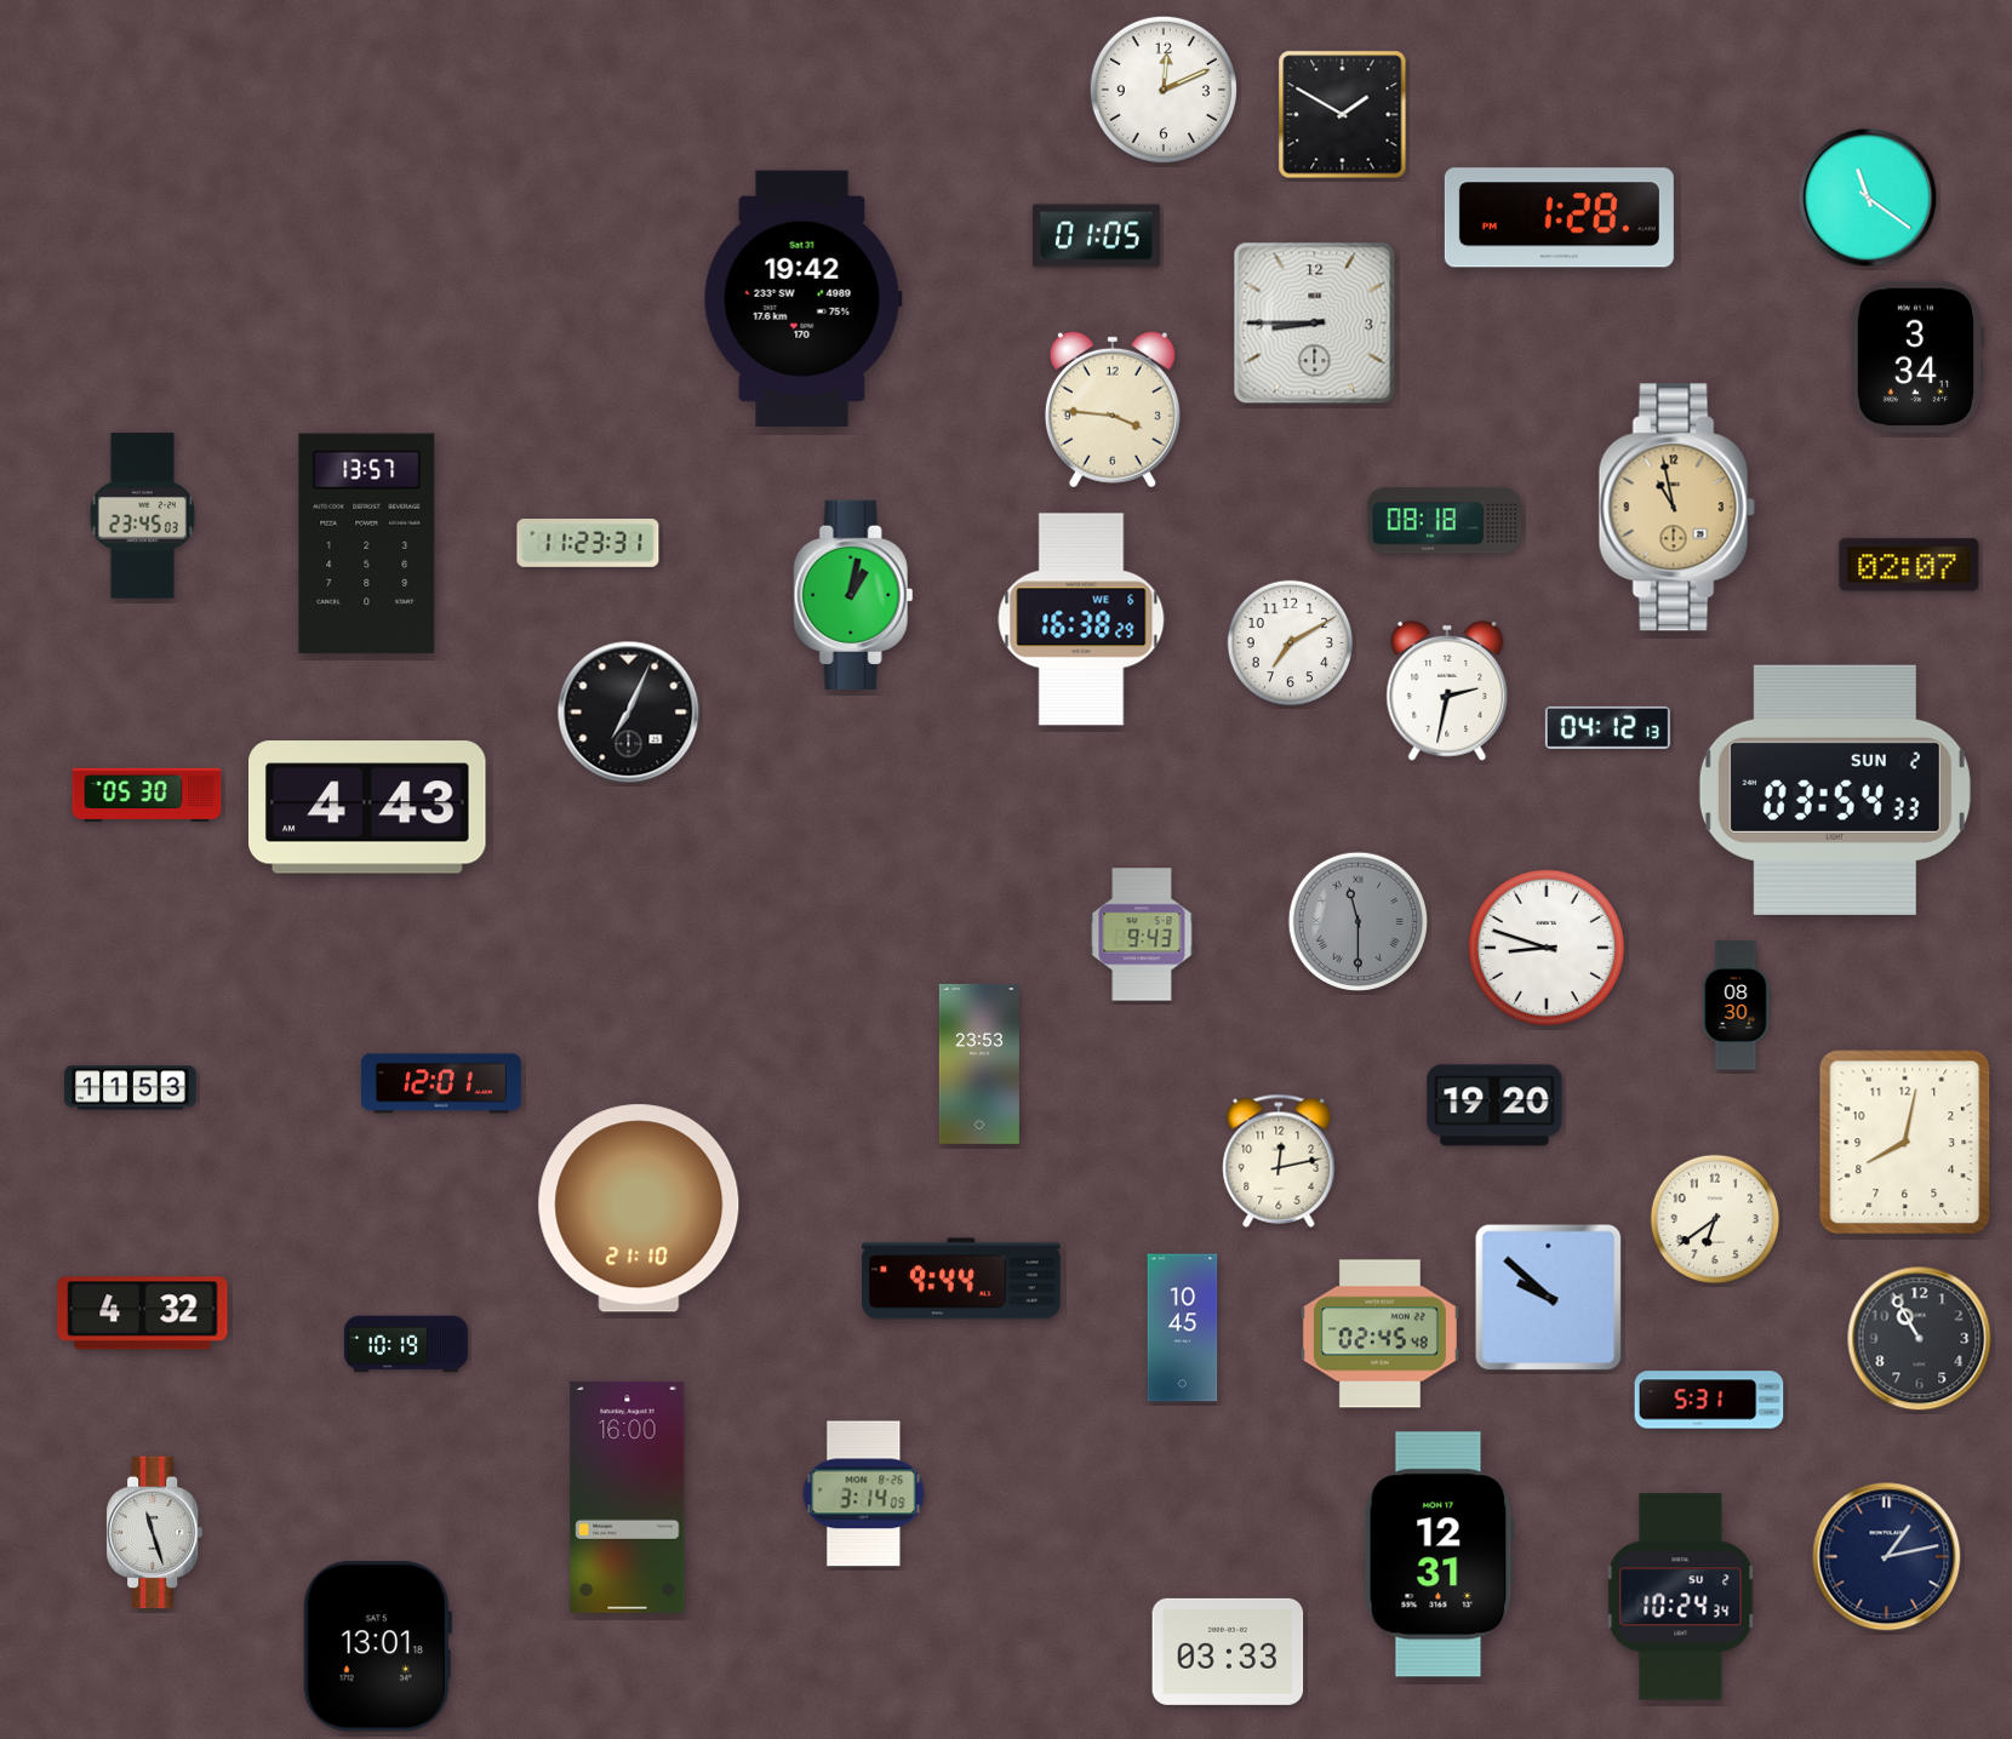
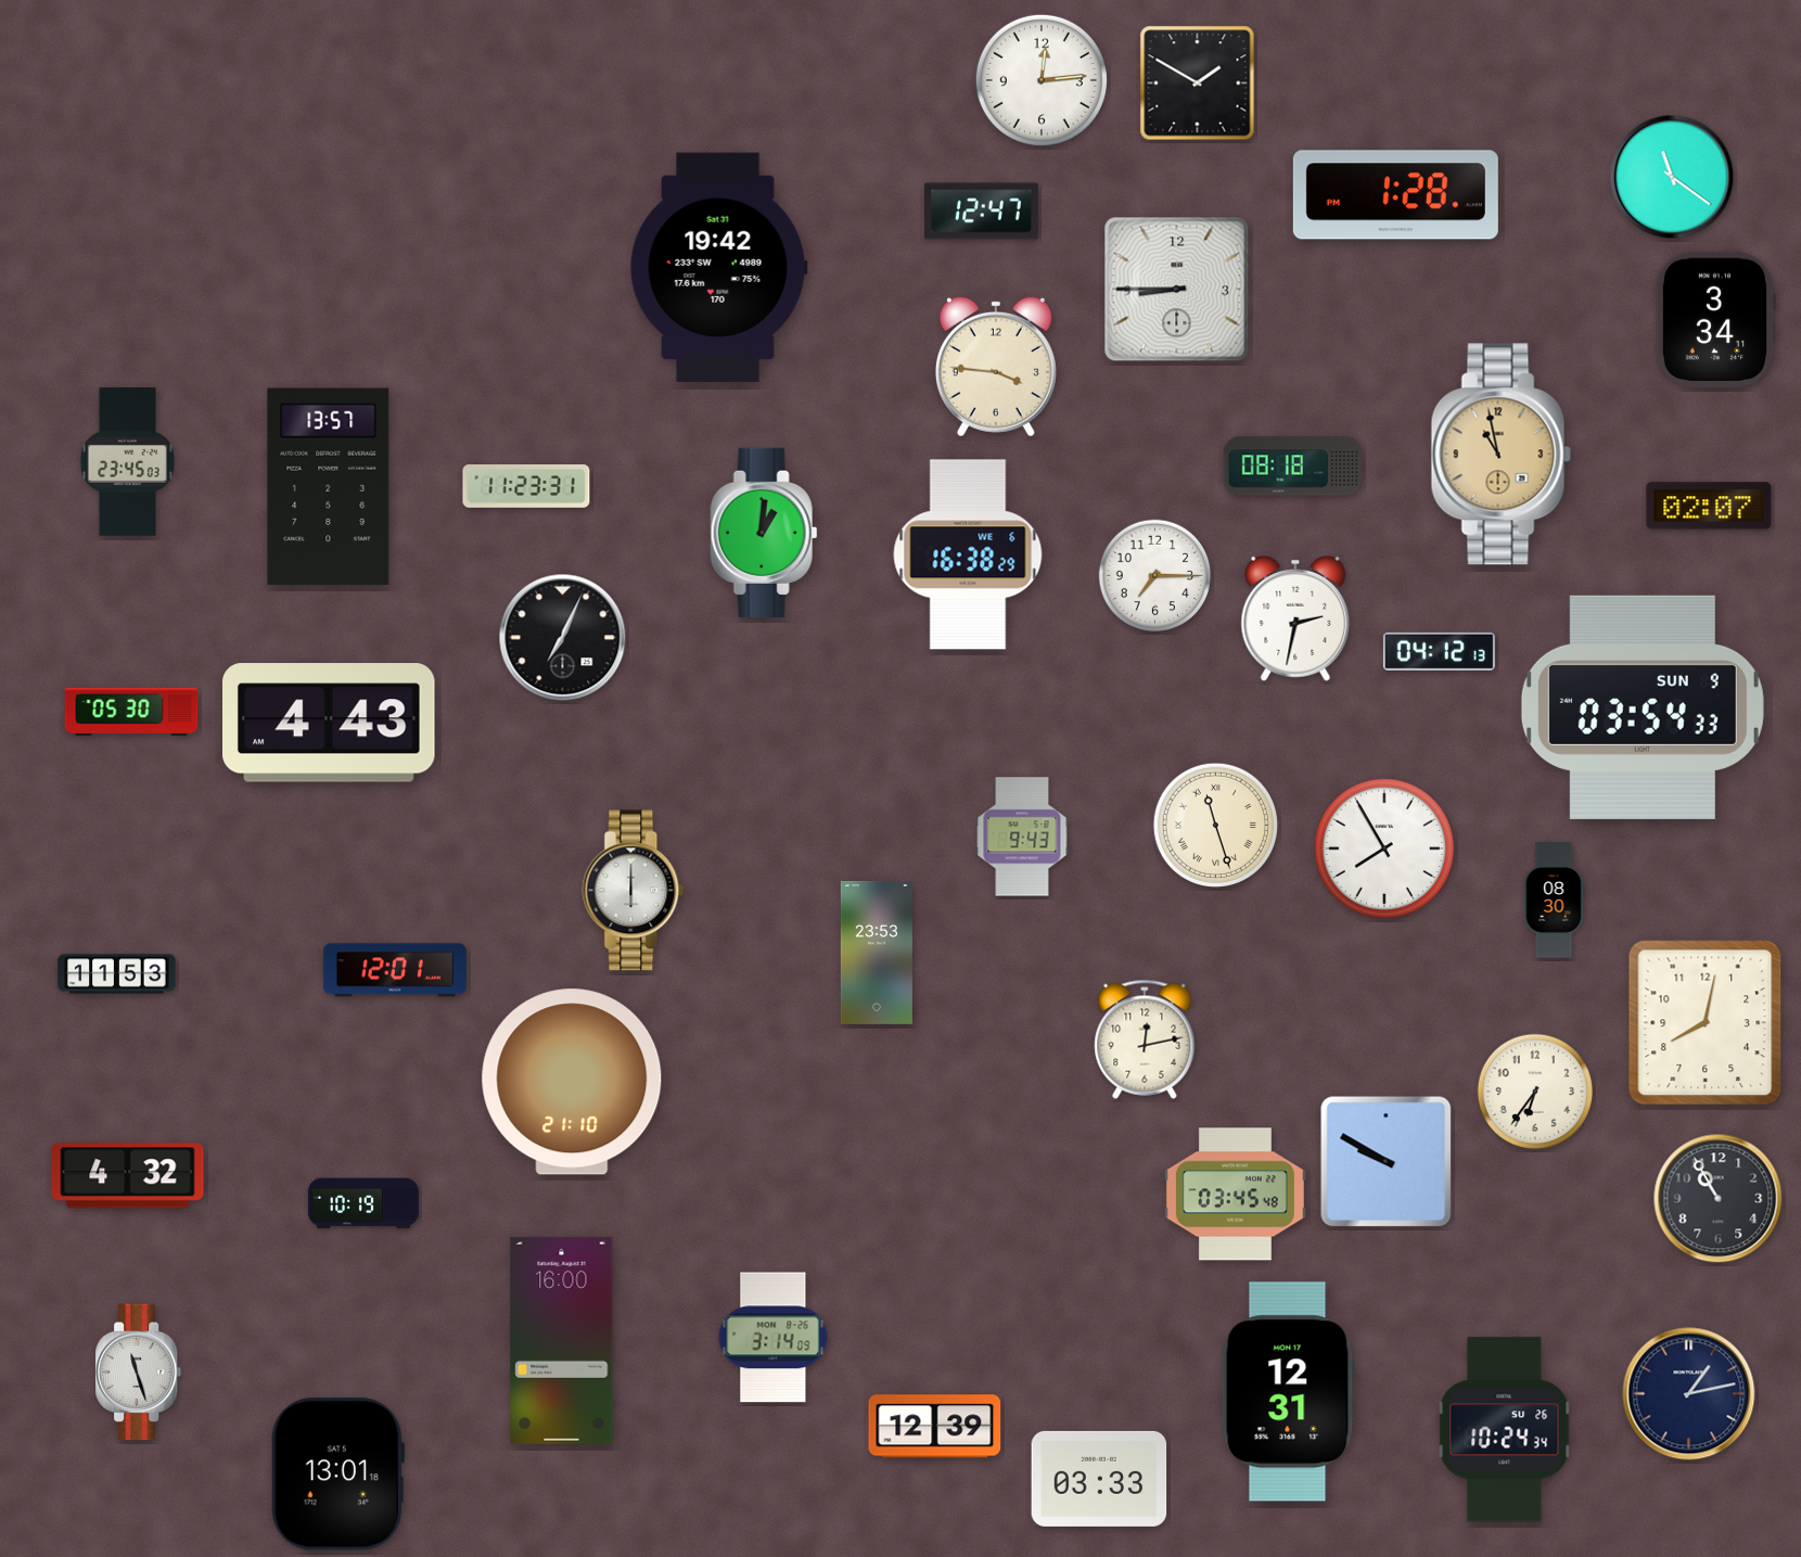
clock at (1164, 90): 12:11 -> 12:14
clock at (1343, 115) position: (1343, 115) -> (1198, 84)
clock at (1097, 236): 01:05 -> 12:47
clock at (853, 595): 1:02 -> 1:01
clock at (1291, 643): 7:10 -> 7:15
clock at (1835, 790) date: SUN 2 -> SUN 9
clock at (1357, 921): 11:30 -> 11:27
clock at (1357, 921) dial: grey -> cream
clock at (1547, 948): 8:48 -> 7:55
clock at (634, 891): none -> 6:00
clock at (1494, 1105): 19:20 -> none
clock at (1715, 1219): 6:39 -> 6:36
clock at (962, 1278): 9:44 -> none
clock at (1549, 1298): 9:52 -> 9:50
clock at (1183, 1328): 10:45 -> none
clock at (1379, 1334): 02:45 -> 03:45
clock at (1709, 1400): 5:31 -> none
clock at (935, 1427): none -> 12:39
clock at (1681, 1597) date: SU 2 -> SU 26
